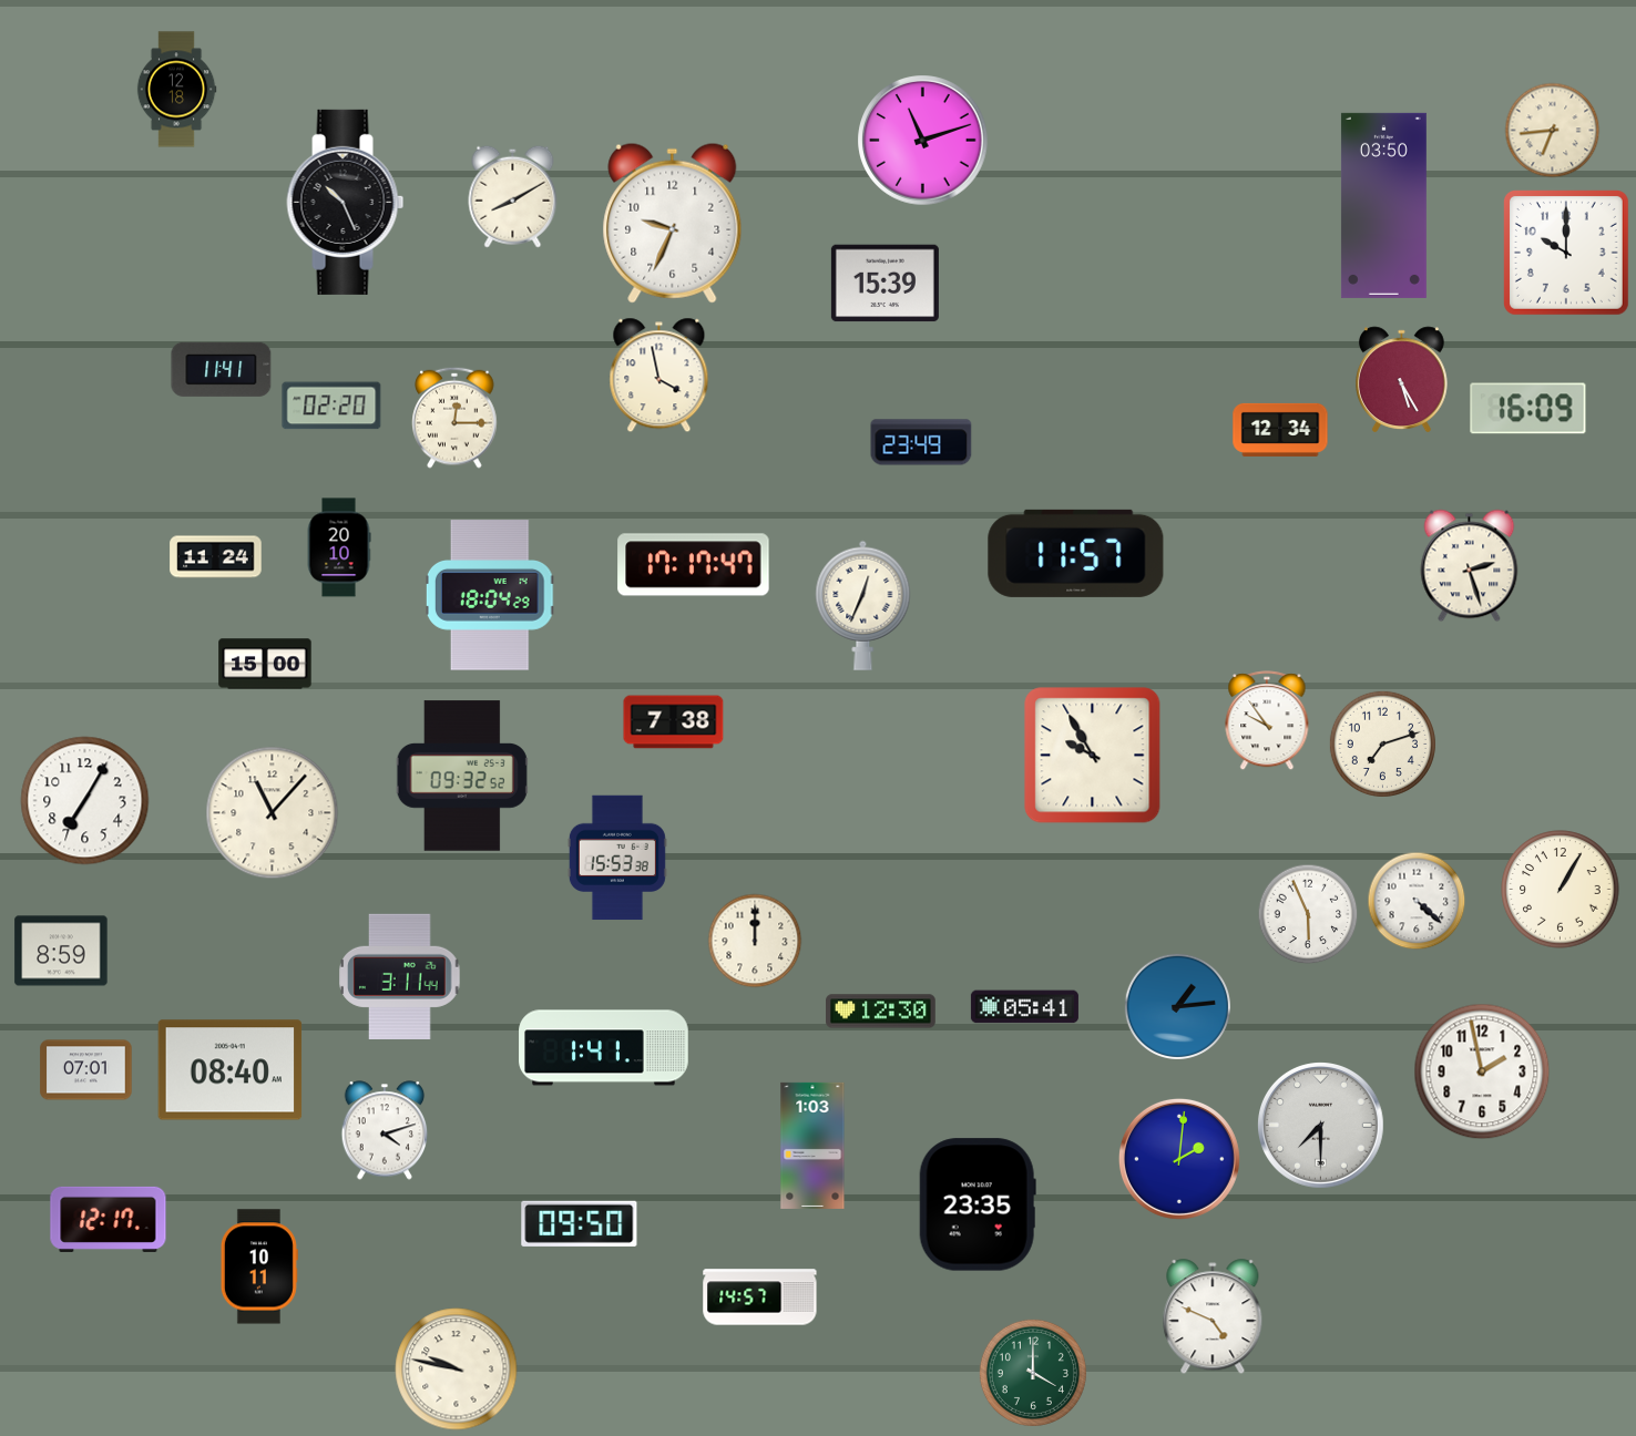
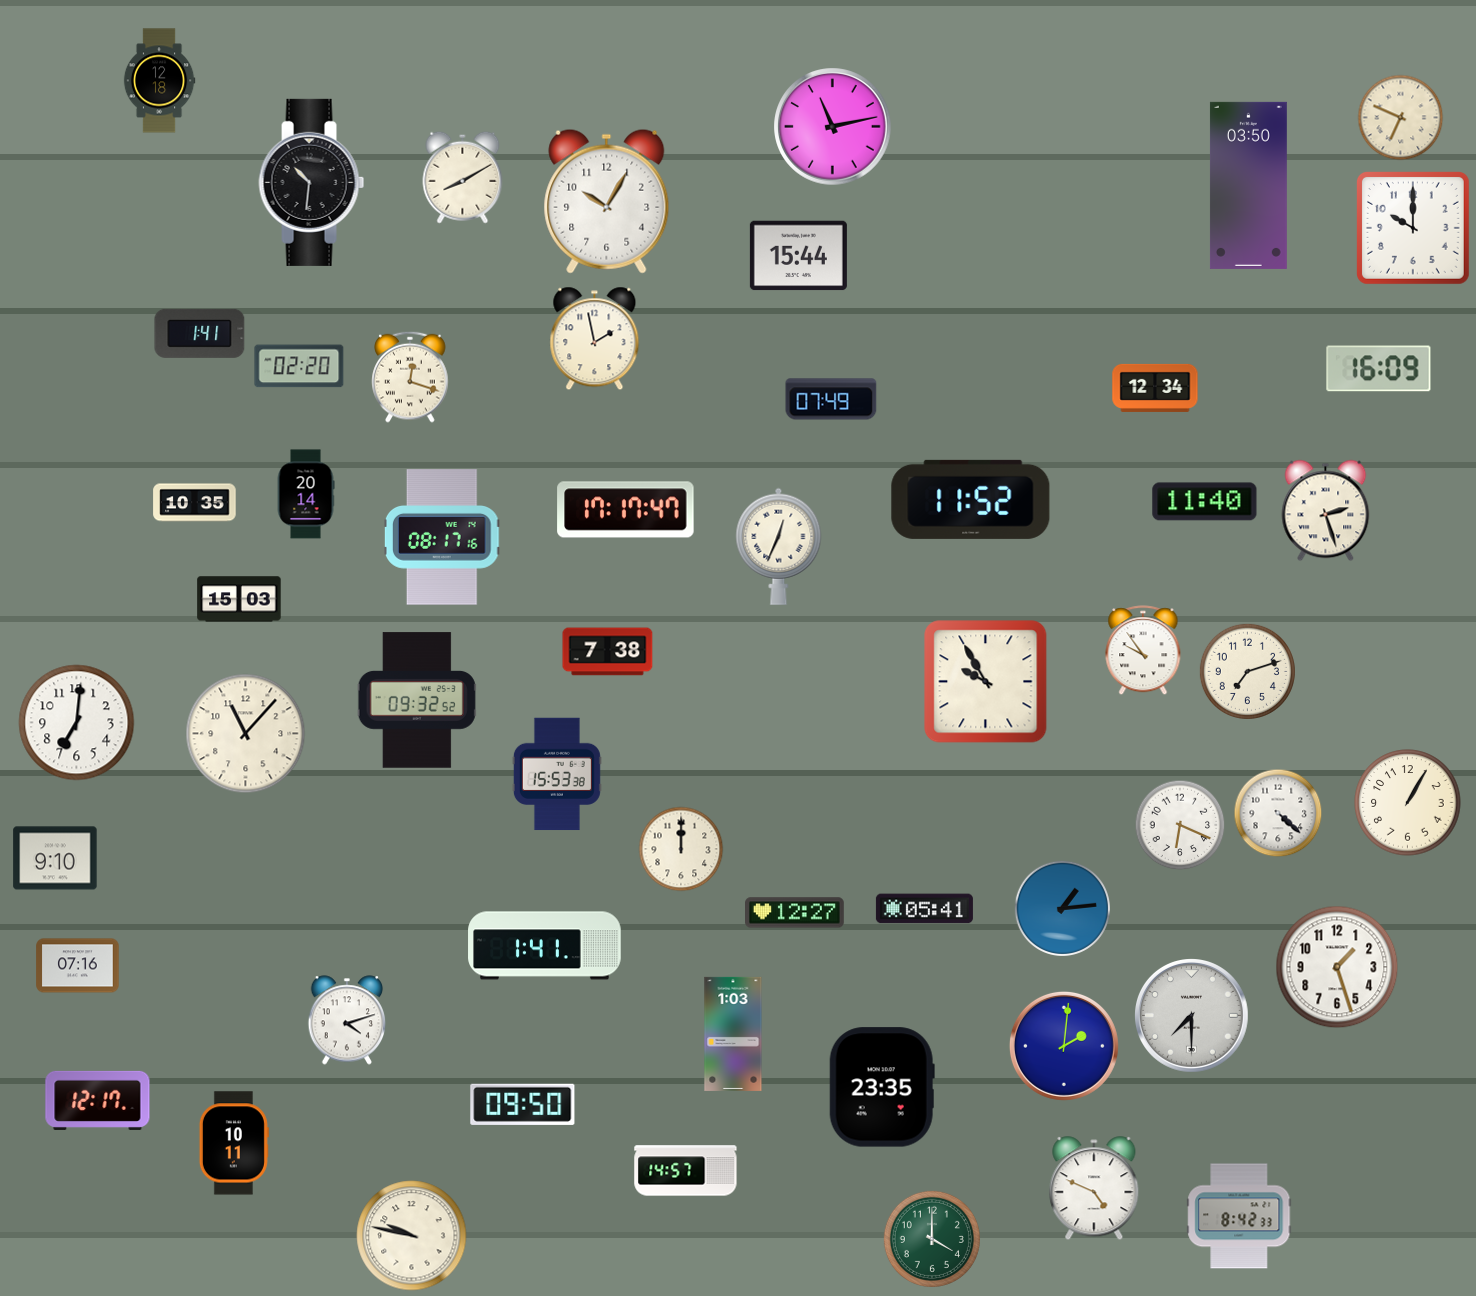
clock at (1553, 131): 6:44 -> 6:49
clock at (923, 141): 11:12 -> 11:13
clock at (346, 202): 10:26 -> 10:31
clock at (673, 223): 9:34 -> 10:05
clock at (885, 284): 15:39 -> 15:44
clock at (222, 369): 11:41 -> 1:41
clock at (659, 376): 3:58 -> 1:58
clock at (1402, 380): 5:25 -> none
clock at (454, 418): 12:15 -> 12:18
clock at (921, 442): 23:49 -> 07:49
clock at (339, 547): 20:10 -> 20:14
clock at (1076, 553): 11:57 -> 11:52
clock at (1205, 502): none -> 11:40
clock at (216, 557): 11:24 -> 10:35
clock at (490, 595): 18:04 -> 08:17
clock at (265, 664): 15:00 -> 15:03
clock at (85, 801): 7:05 -> 7:01
clock at (1308, 914): 5:56 -> 6:19
clock at (61, 951): 8:59 -> 9:10
clock at (400, 976): 3:11 -> none
clock at (881, 1012): 12:30 -> 12:27
clock at (86, 1070): 07:01 -> 07:16
clock at (231, 1070): 08:40 -> none
clock at (1482, 1071): 1:58 -> 1:27
clock at (1239, 1216): none -> 8:42
